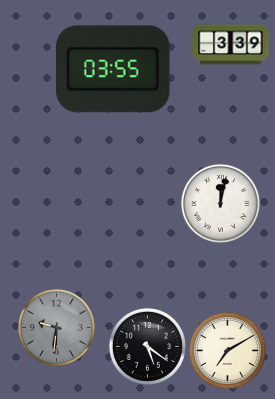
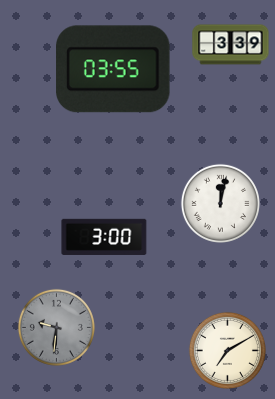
clock at (104, 237): none -> 3:00
clock at (147, 346): 5:21 -> none
